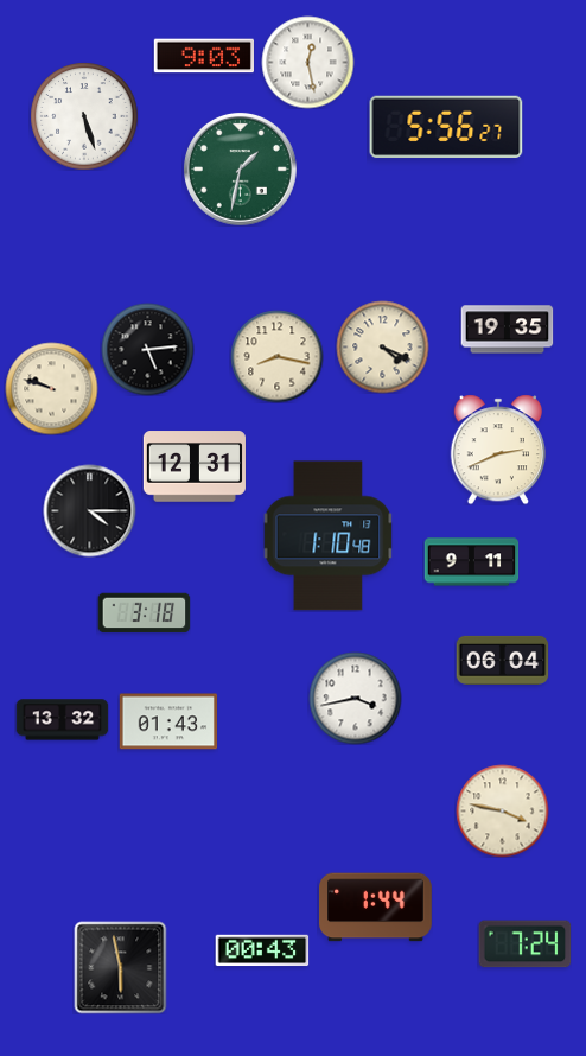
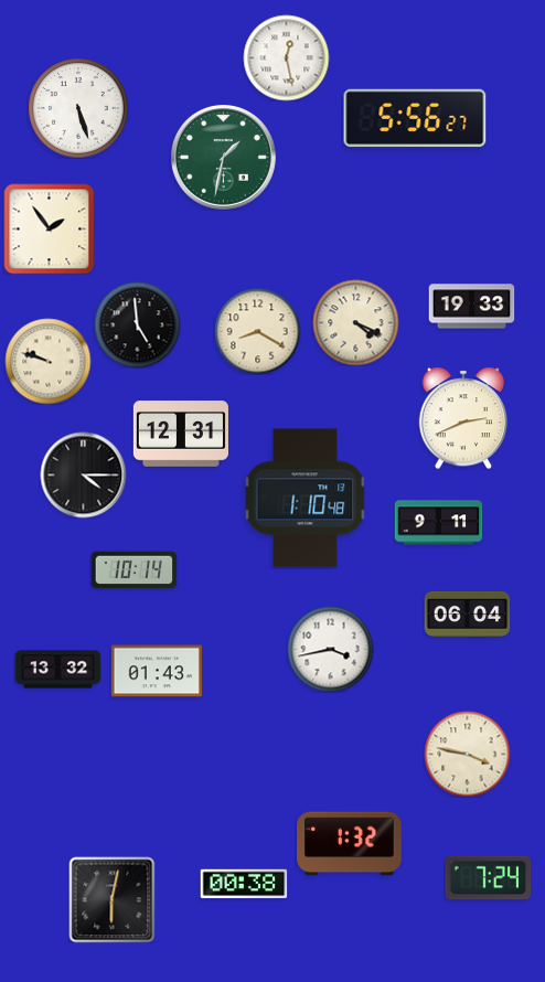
clock at (203, 56): 9:03 -> none
clock at (49, 228): none -> 1:54
clock at (507, 330): 19:35 -> 19:33
clock at (147, 349): 5:14 -> 4:59
clock at (276, 356): 8:17 -> 8:20
clock at (144, 613): 3:18 -> 10:14
clock at (376, 908): 1:44 -> 1:32
clock at (262, 950): 00:43 -> 00:38
clock at (120, 967): 5:58 -> 6:02
